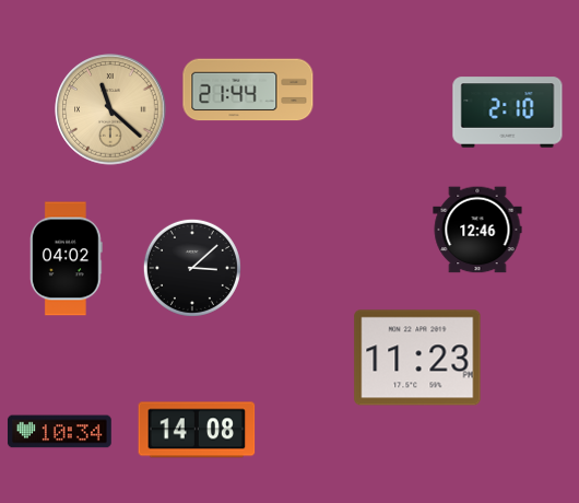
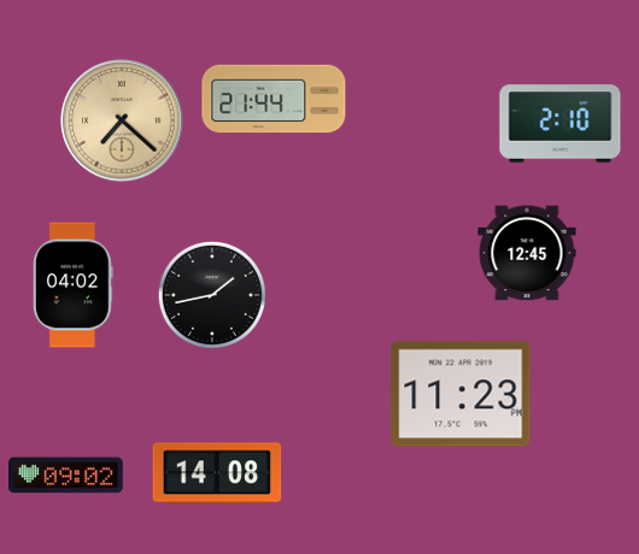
clock at (110, 109): 11:22 -> 7:22
clock at (477, 230): 12:46 -> 12:45
clock at (192, 268): 3:08 -> 1:43
clock at (59, 432): 10:34 -> 09:02
